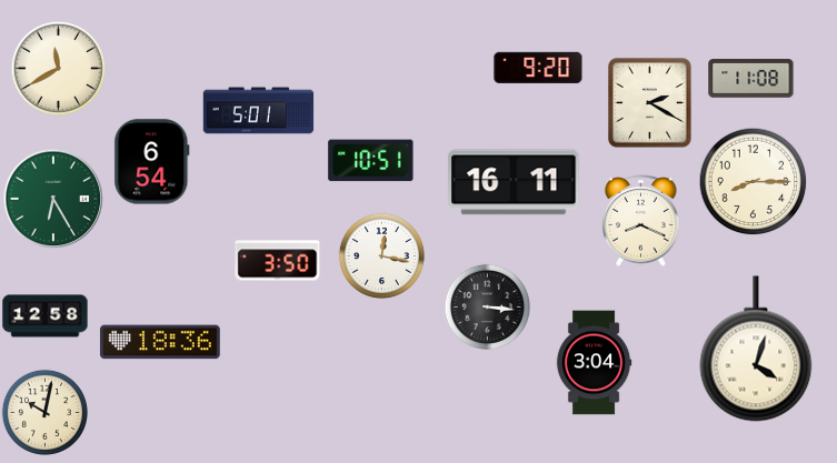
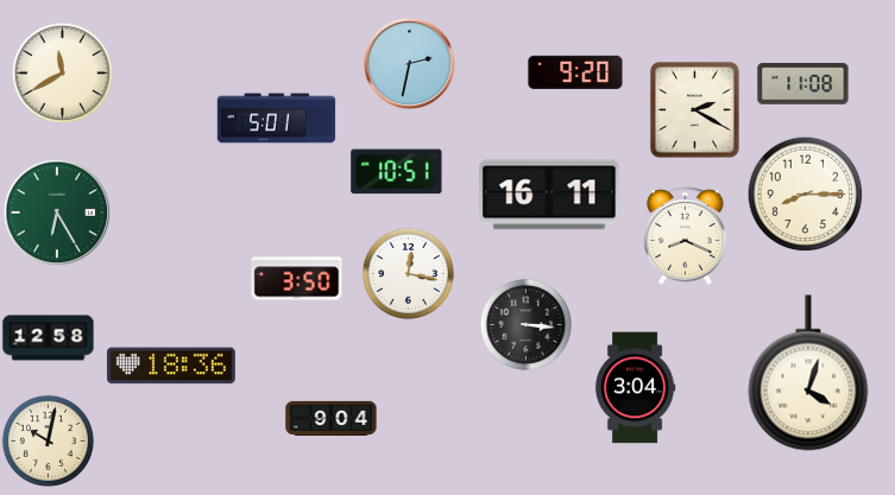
clock at (410, 64): none -> 2:32
clock at (152, 162): 6:54 -> none
clock at (487, 306) position: (487, 306) -> (525, 324)
clock at (332, 418): none -> 9:04
